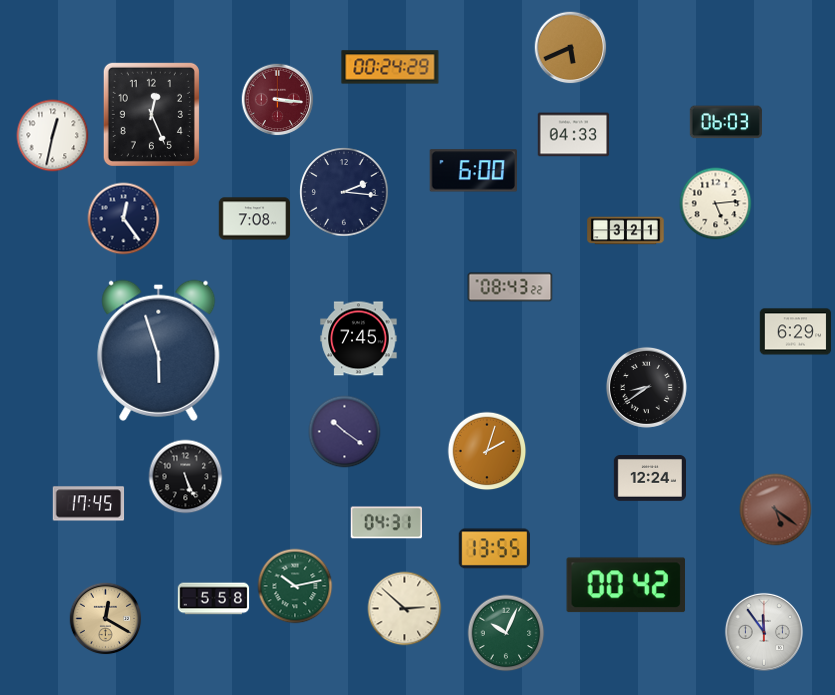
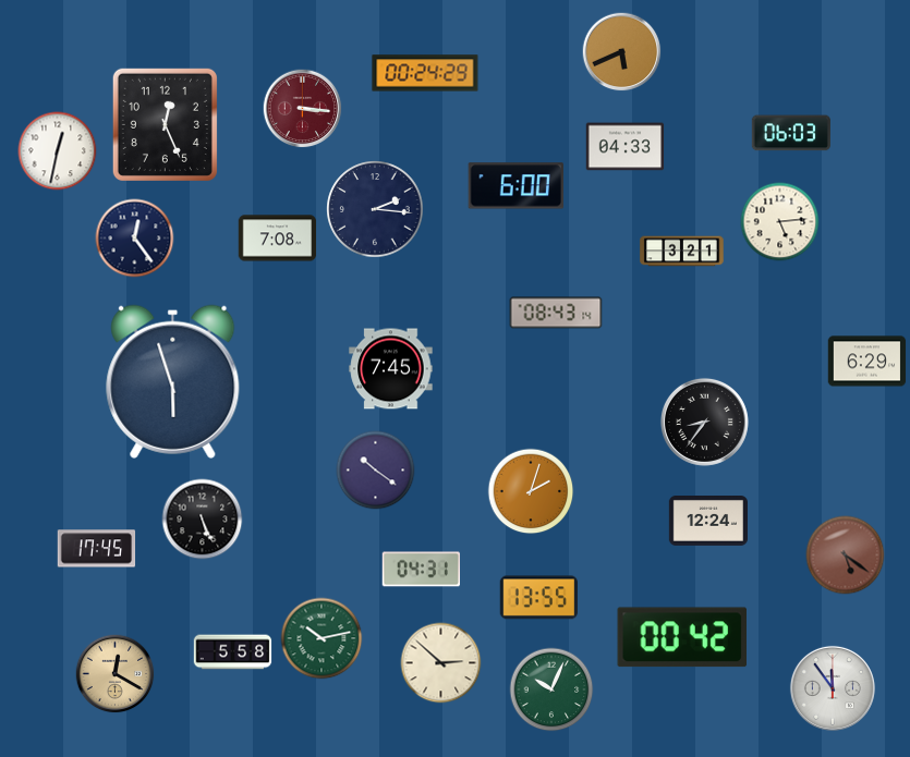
clock at (53, 136) position: (53, 136) -> (58, 151)
clock at (510, 287): 08:43:22 -> 08:43:14
clock at (646, 387): 8:39 -> 8:36
